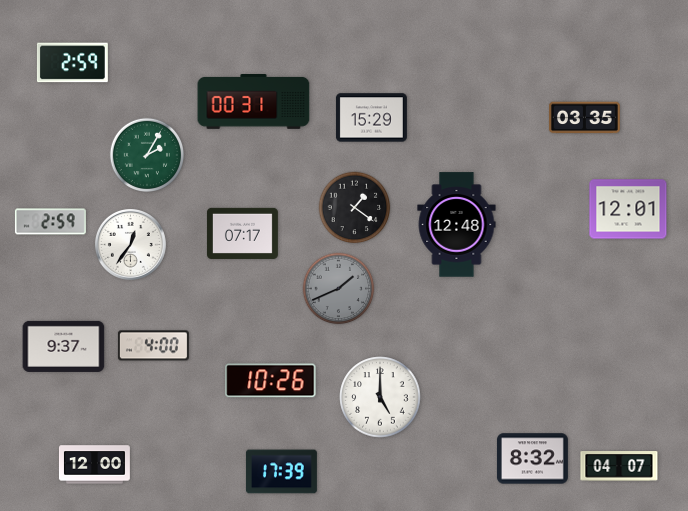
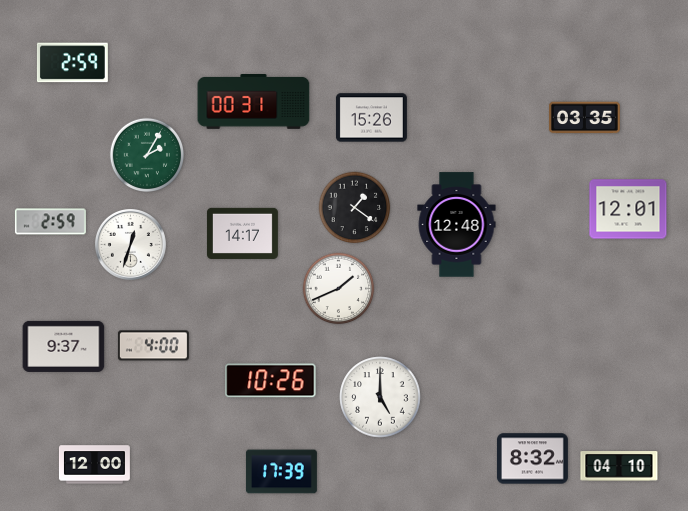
clock at (371, 118): 15:29 -> 15:26
clock at (242, 233): 07:17 -> 14:17
clock at (130, 244): 12:36 -> 12:33
clock at (339, 289) dial: grey -> white
clock at (619, 466): 04:07 -> 04:10
